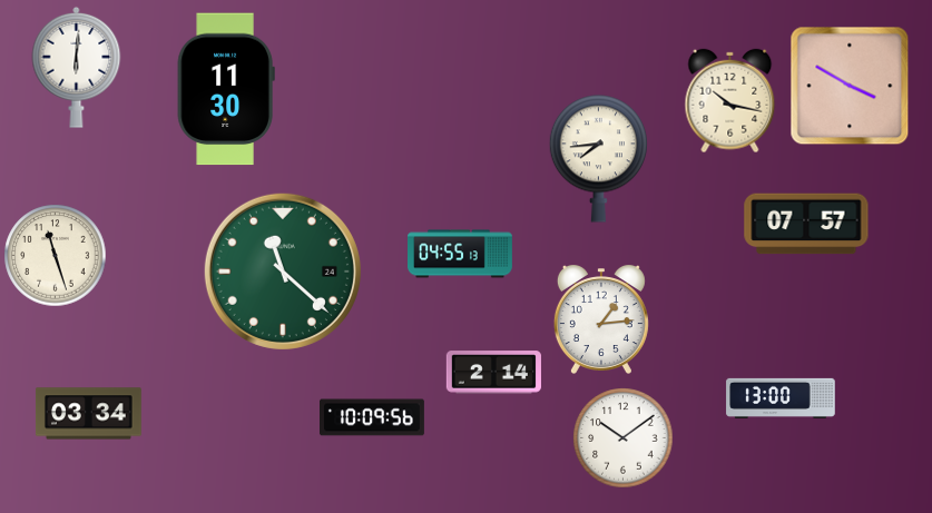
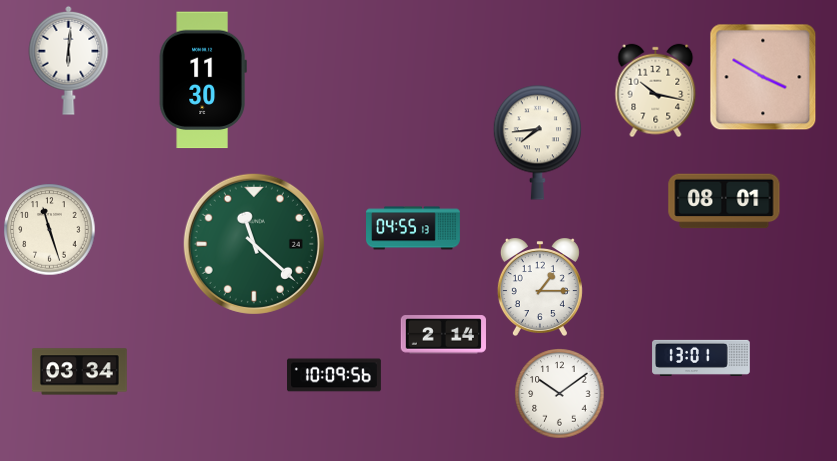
clock at (806, 224): 07:57 -> 08:01
clock at (601, 319): 1:14 -> 1:15
clock at (781, 398): 13:00 -> 13:01
